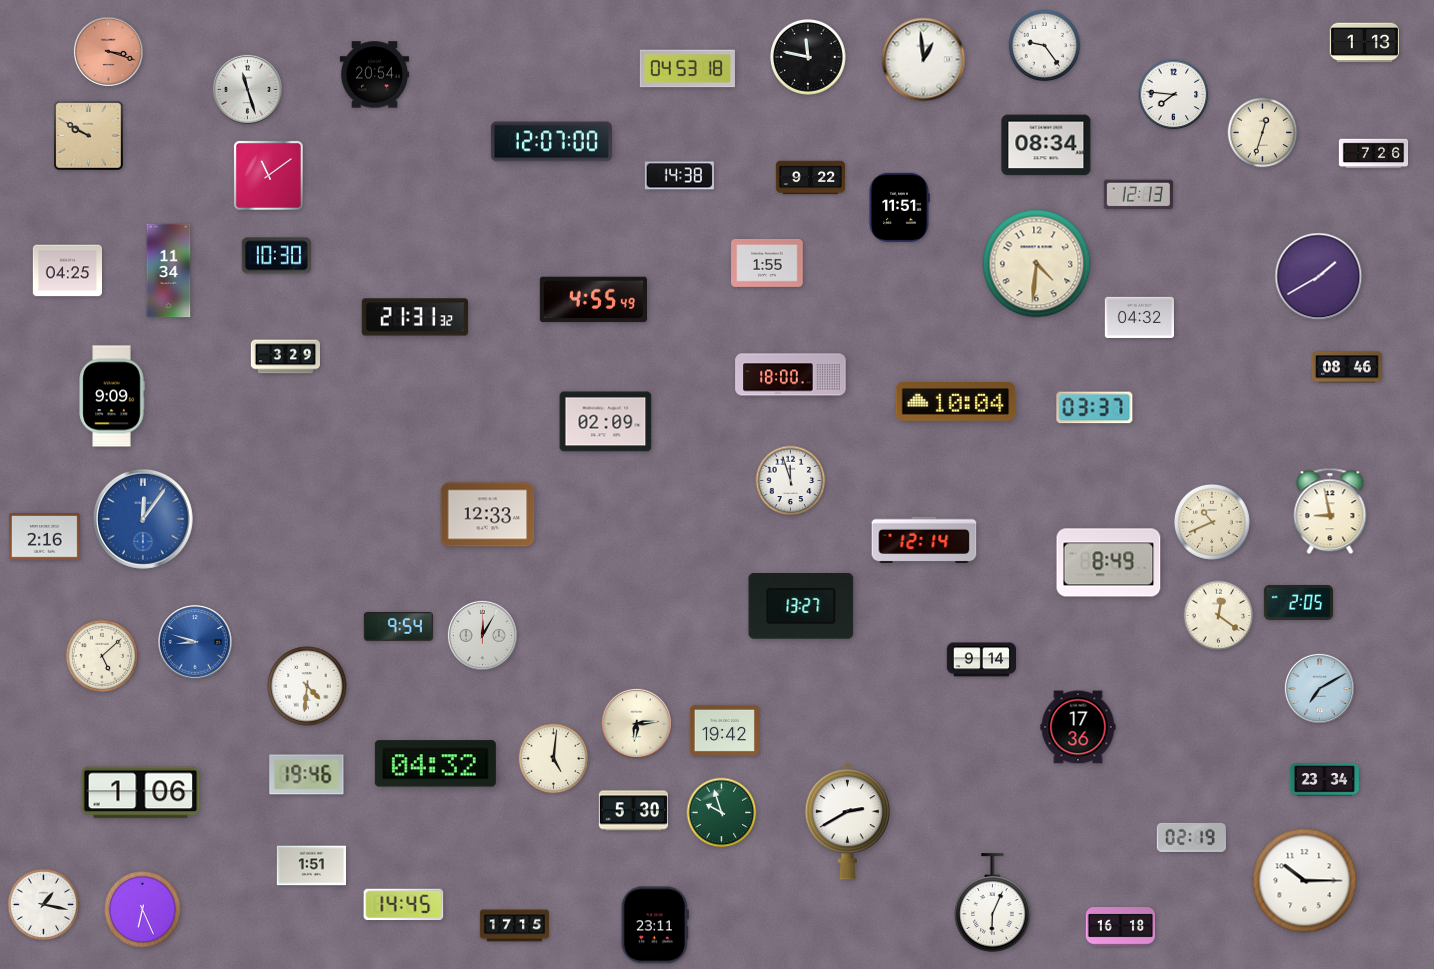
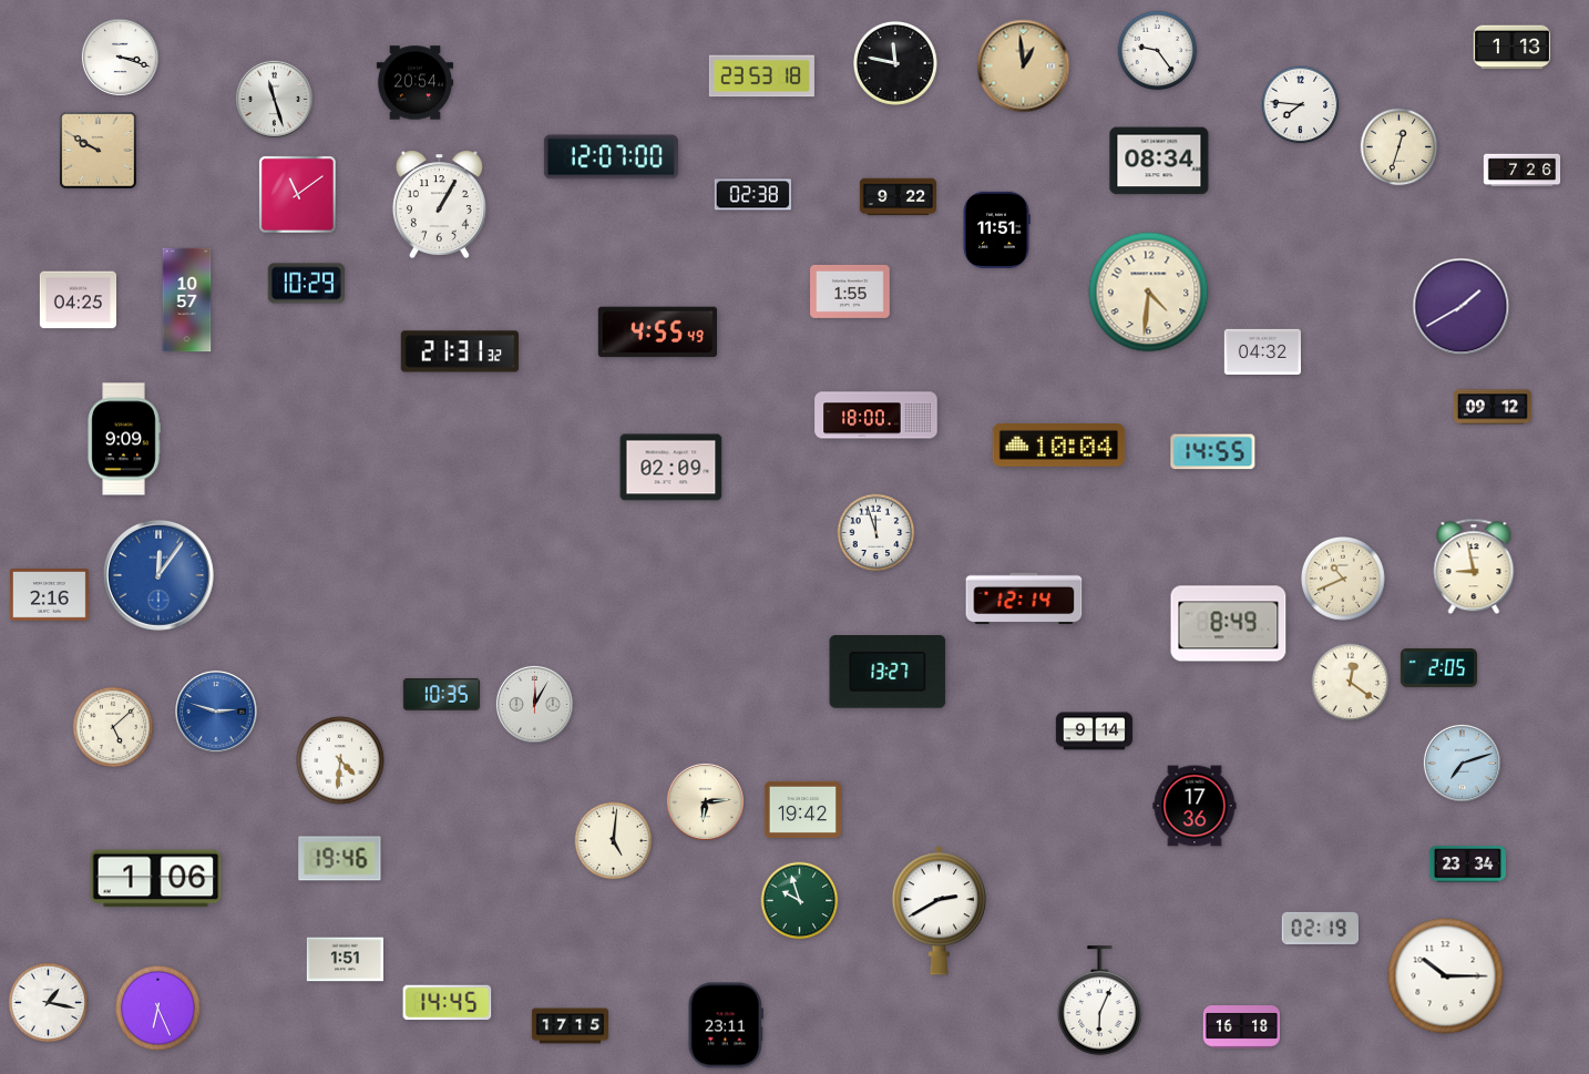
clock at (108, 51) dial: salmon -> white
clock at (924, 60) dial: white -> champagne
clock at (687, 69): 04:53 -> 23:53
clock at (679, 176): 14:38 -> 02:38
clock at (439, 204): none -> 1:05
clock at (1138, 195): 12:13 -> none
clock at (276, 256): 10:30 -> 10:29
clock at (67, 271) position: (67, 271) -> (78, 300)
clock at (169, 271): 11:34 -> 10:57
clock at (285, 357): 3:29 -> none
clock at (1347, 367): 08:46 -> 09:12
clock at (1095, 408): 03:37 -> 14:55
clock at (488, 515): 12:33 -> none
clock at (398, 626): 9:54 -> 10:35
clock at (195, 642): 8:48 -> 2:48
clock at (981, 660) position: (981, 660) -> (1094, 732)
clock at (1319, 688): 7:10 -> 7:12
clock at (435, 764): 04:32 -> none
clock at (633, 811): 5:30 -> none
